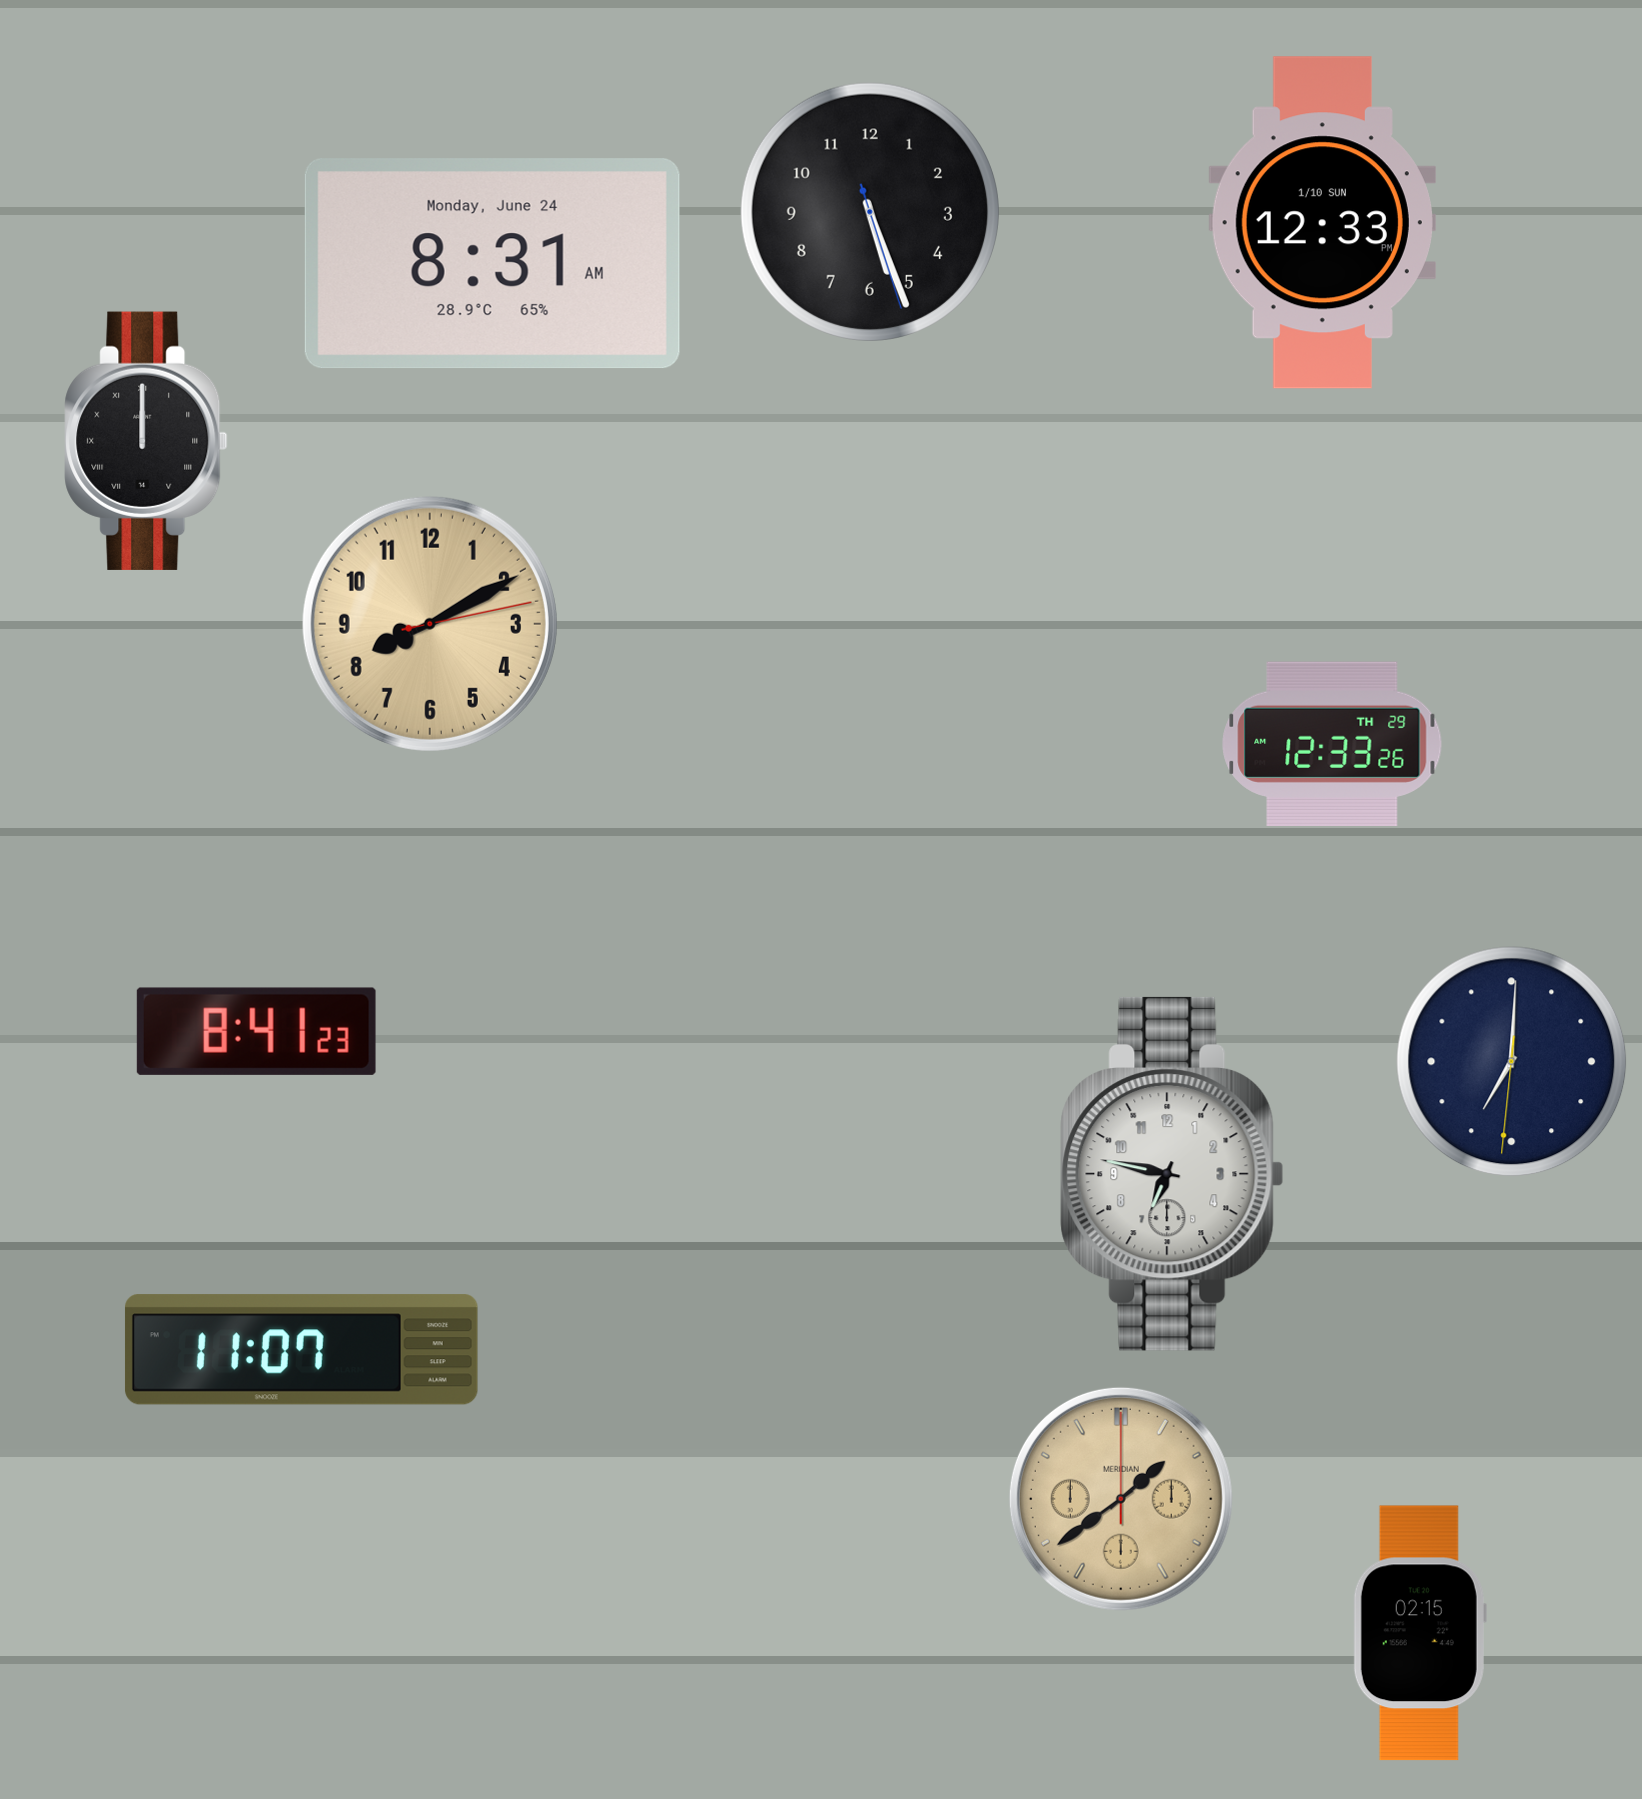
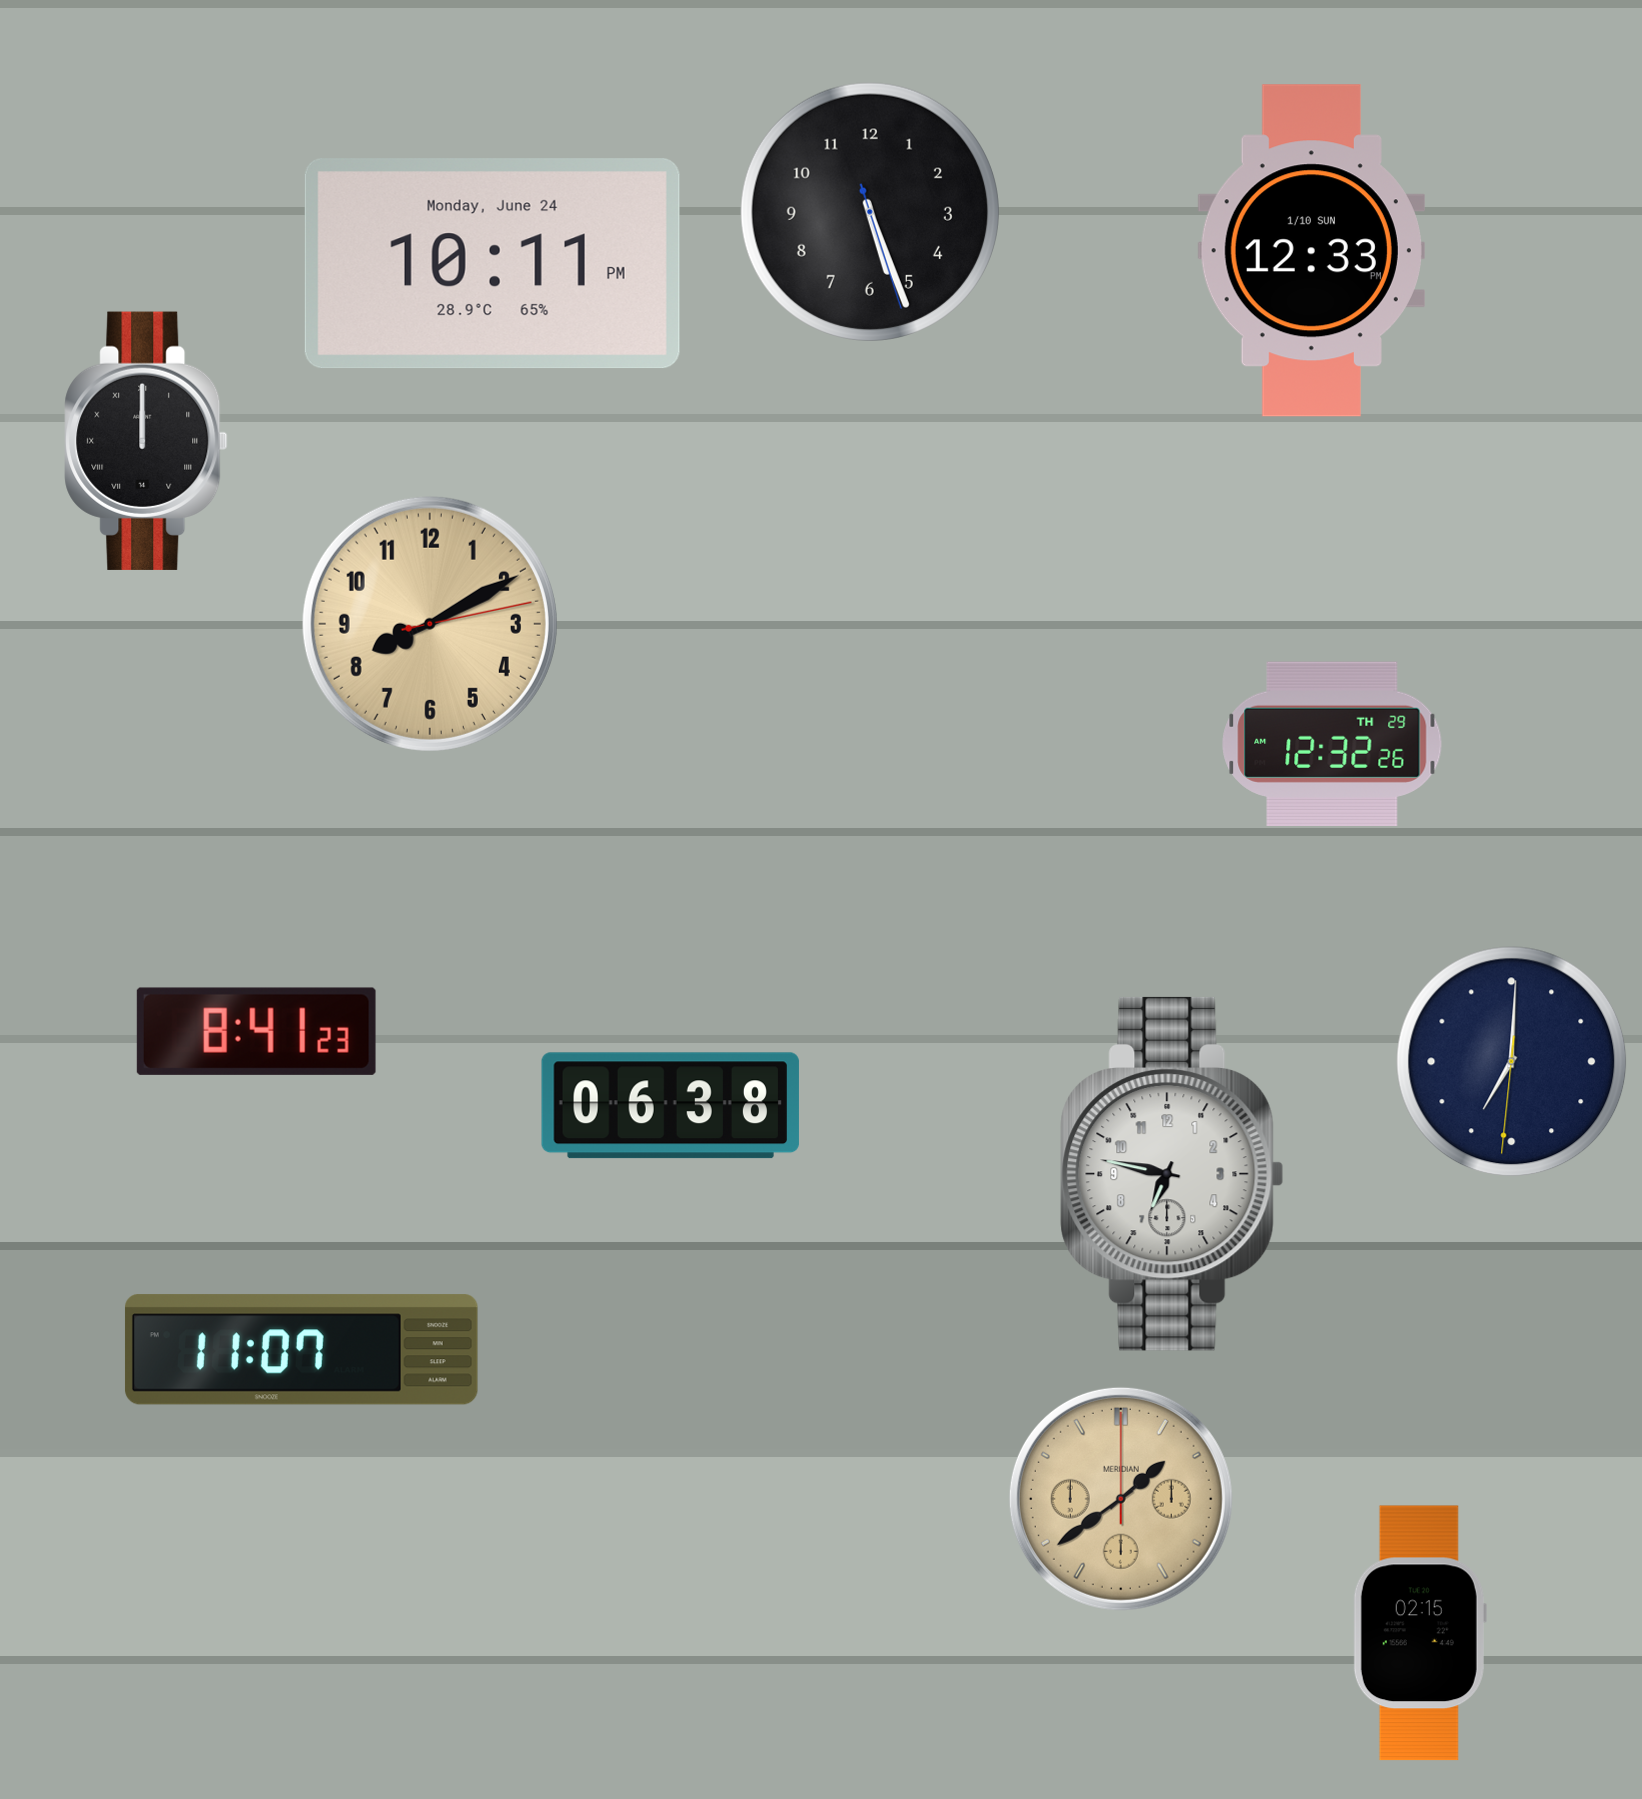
clock at (1322, 223) position: (1322, 223) -> (1311, 251)
clock at (492, 264): 8:31 -> 10:11
clock at (1332, 743): 12:33 -> 12:32
clock at (670, 1106): none -> 06:38
